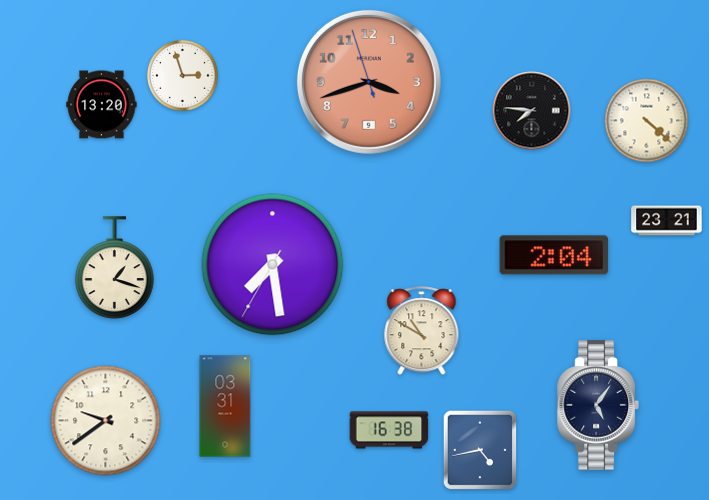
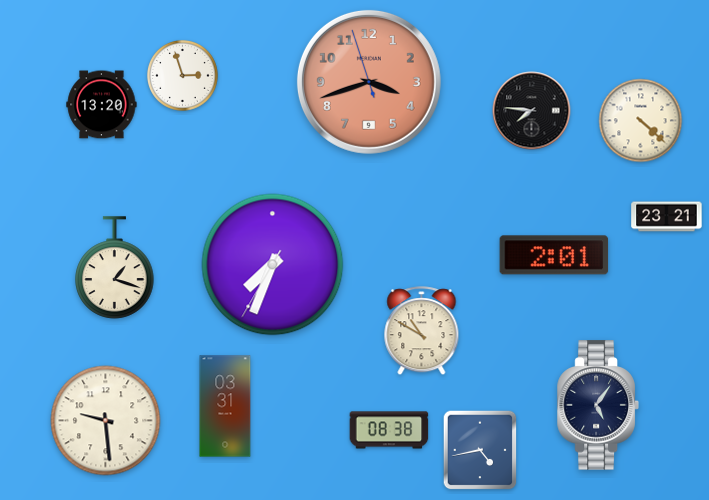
clock at (647, 121) position: (647, 121) -> (641, 121)
clock at (667, 221) position: (667, 221) -> (667, 217)
clock at (554, 255): 2:04 -> 2:01
clock at (273, 265): 7:28 -> 7:33
clock at (106, 421): 9:39 -> 9:29
clock at (389, 430): 16:38 -> 08:38
